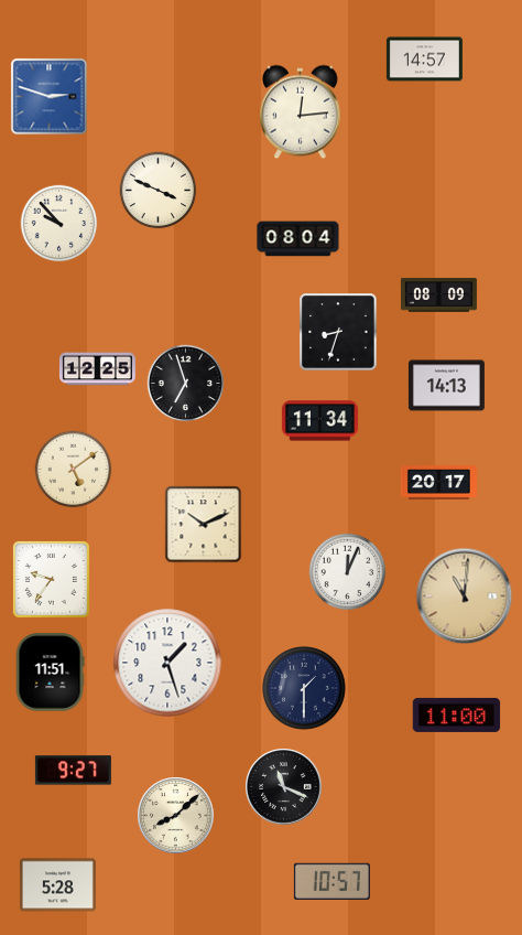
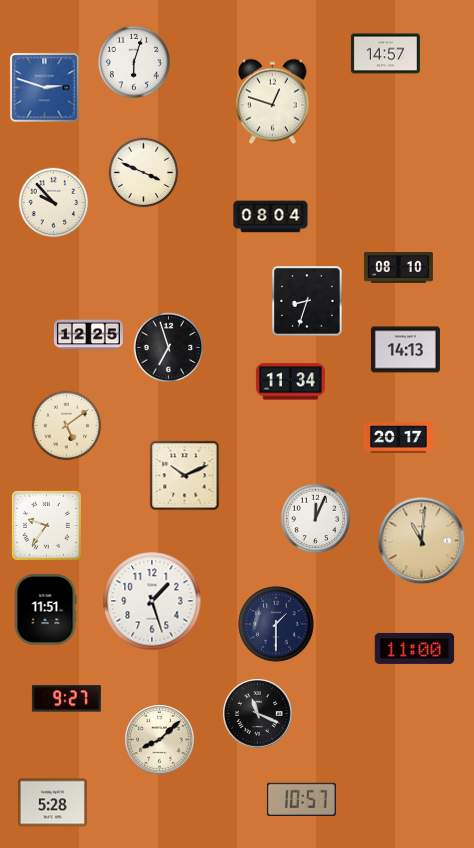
clock at (134, 62): none -> 6:03
clock at (301, 112): 12:14 -> 12:48
clock at (438, 295): 08:09 -> 08:10
